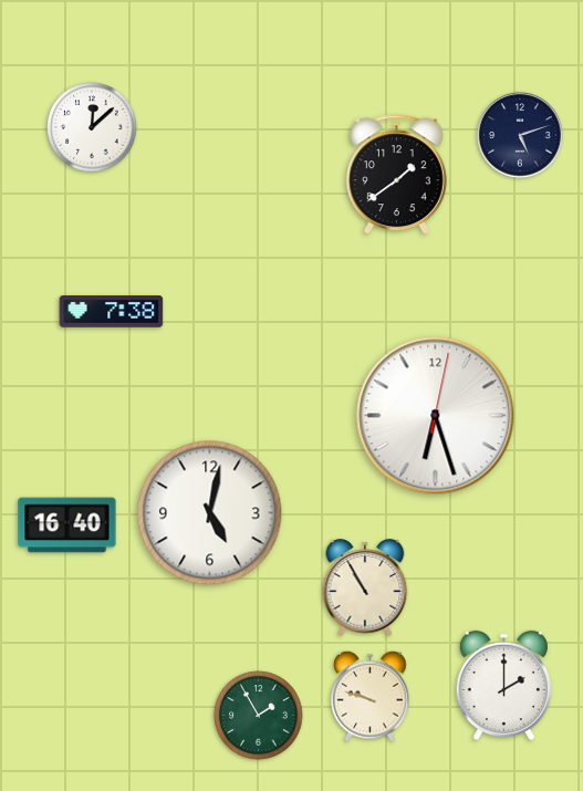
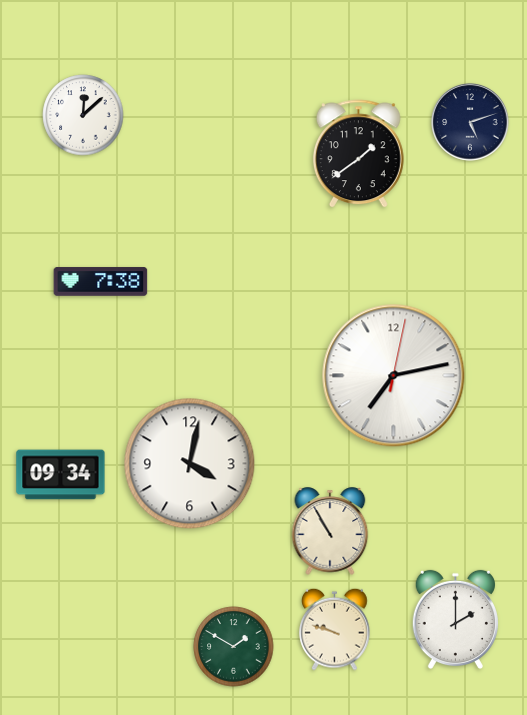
clock at (396, 175) position: (396, 175) -> (358, 154)
clock at (436, 416): 6:27 -> 7:13
clock at (210, 513): 5:02 -> 4:02
clock at (67, 525): 16:40 -> 09:34
clock at (259, 716): 1:55 -> 1:50
